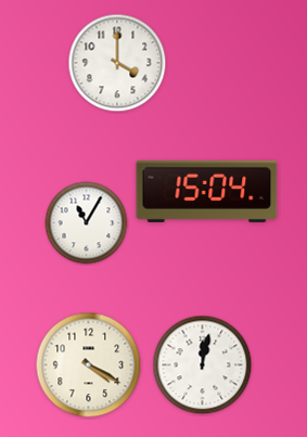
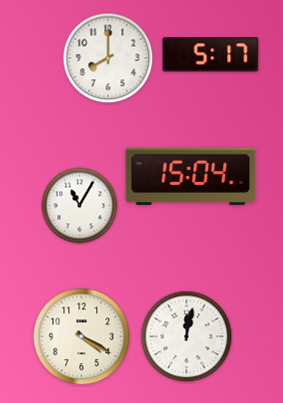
clock at (211, 55): none -> 5:17
clock at (117, 63): 4:00 -> 8:00
